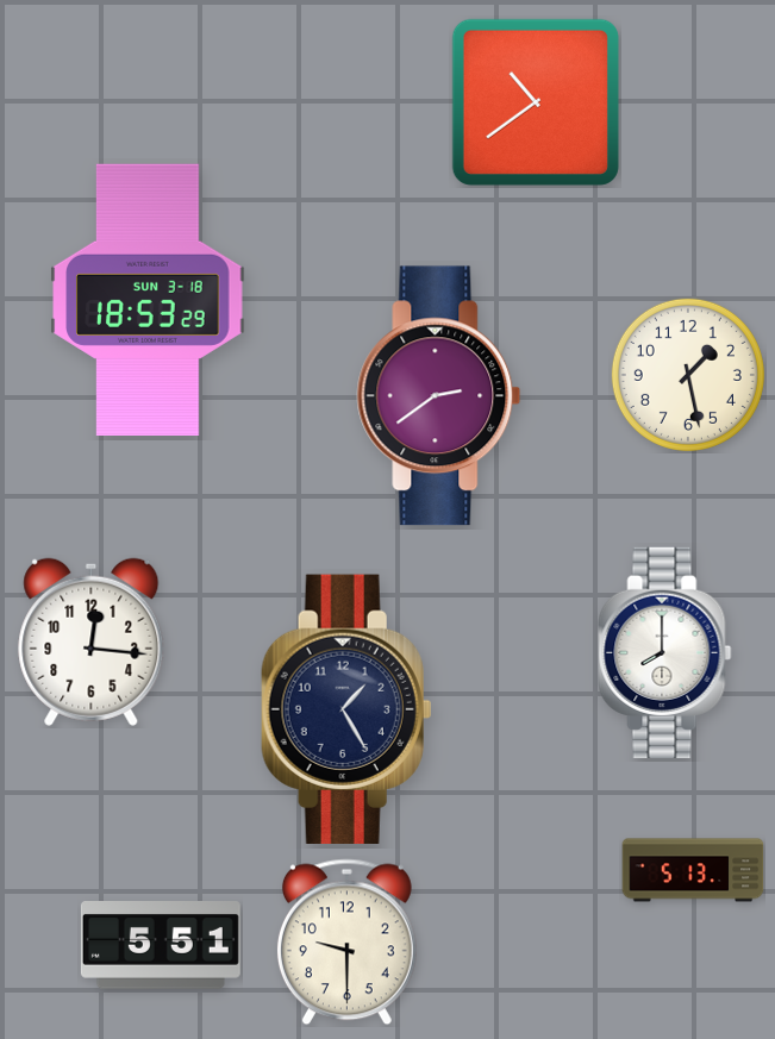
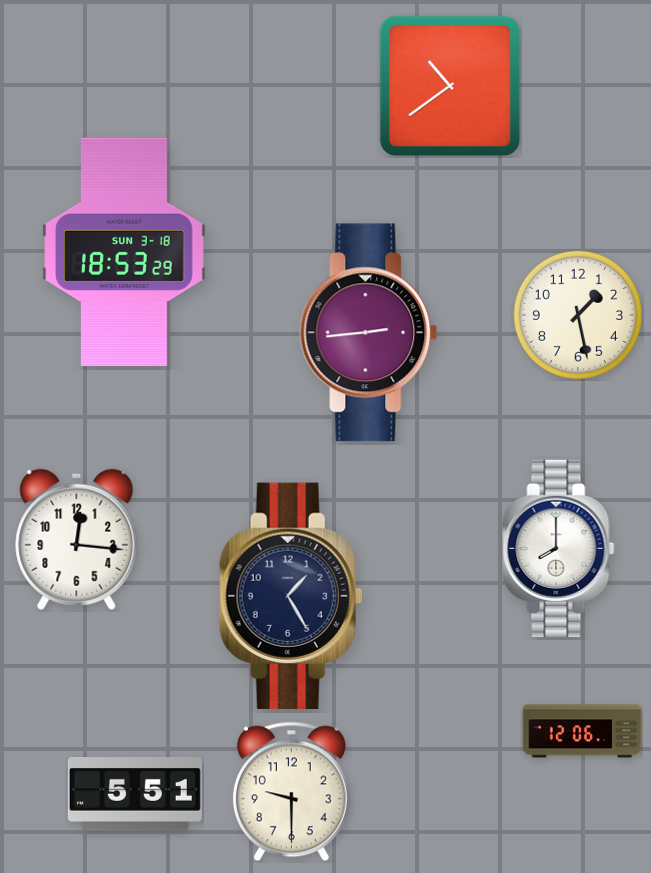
clock at (439, 396): 2:39 -> 2:44
clock at (693, 870): 5:13 -> 12:06
